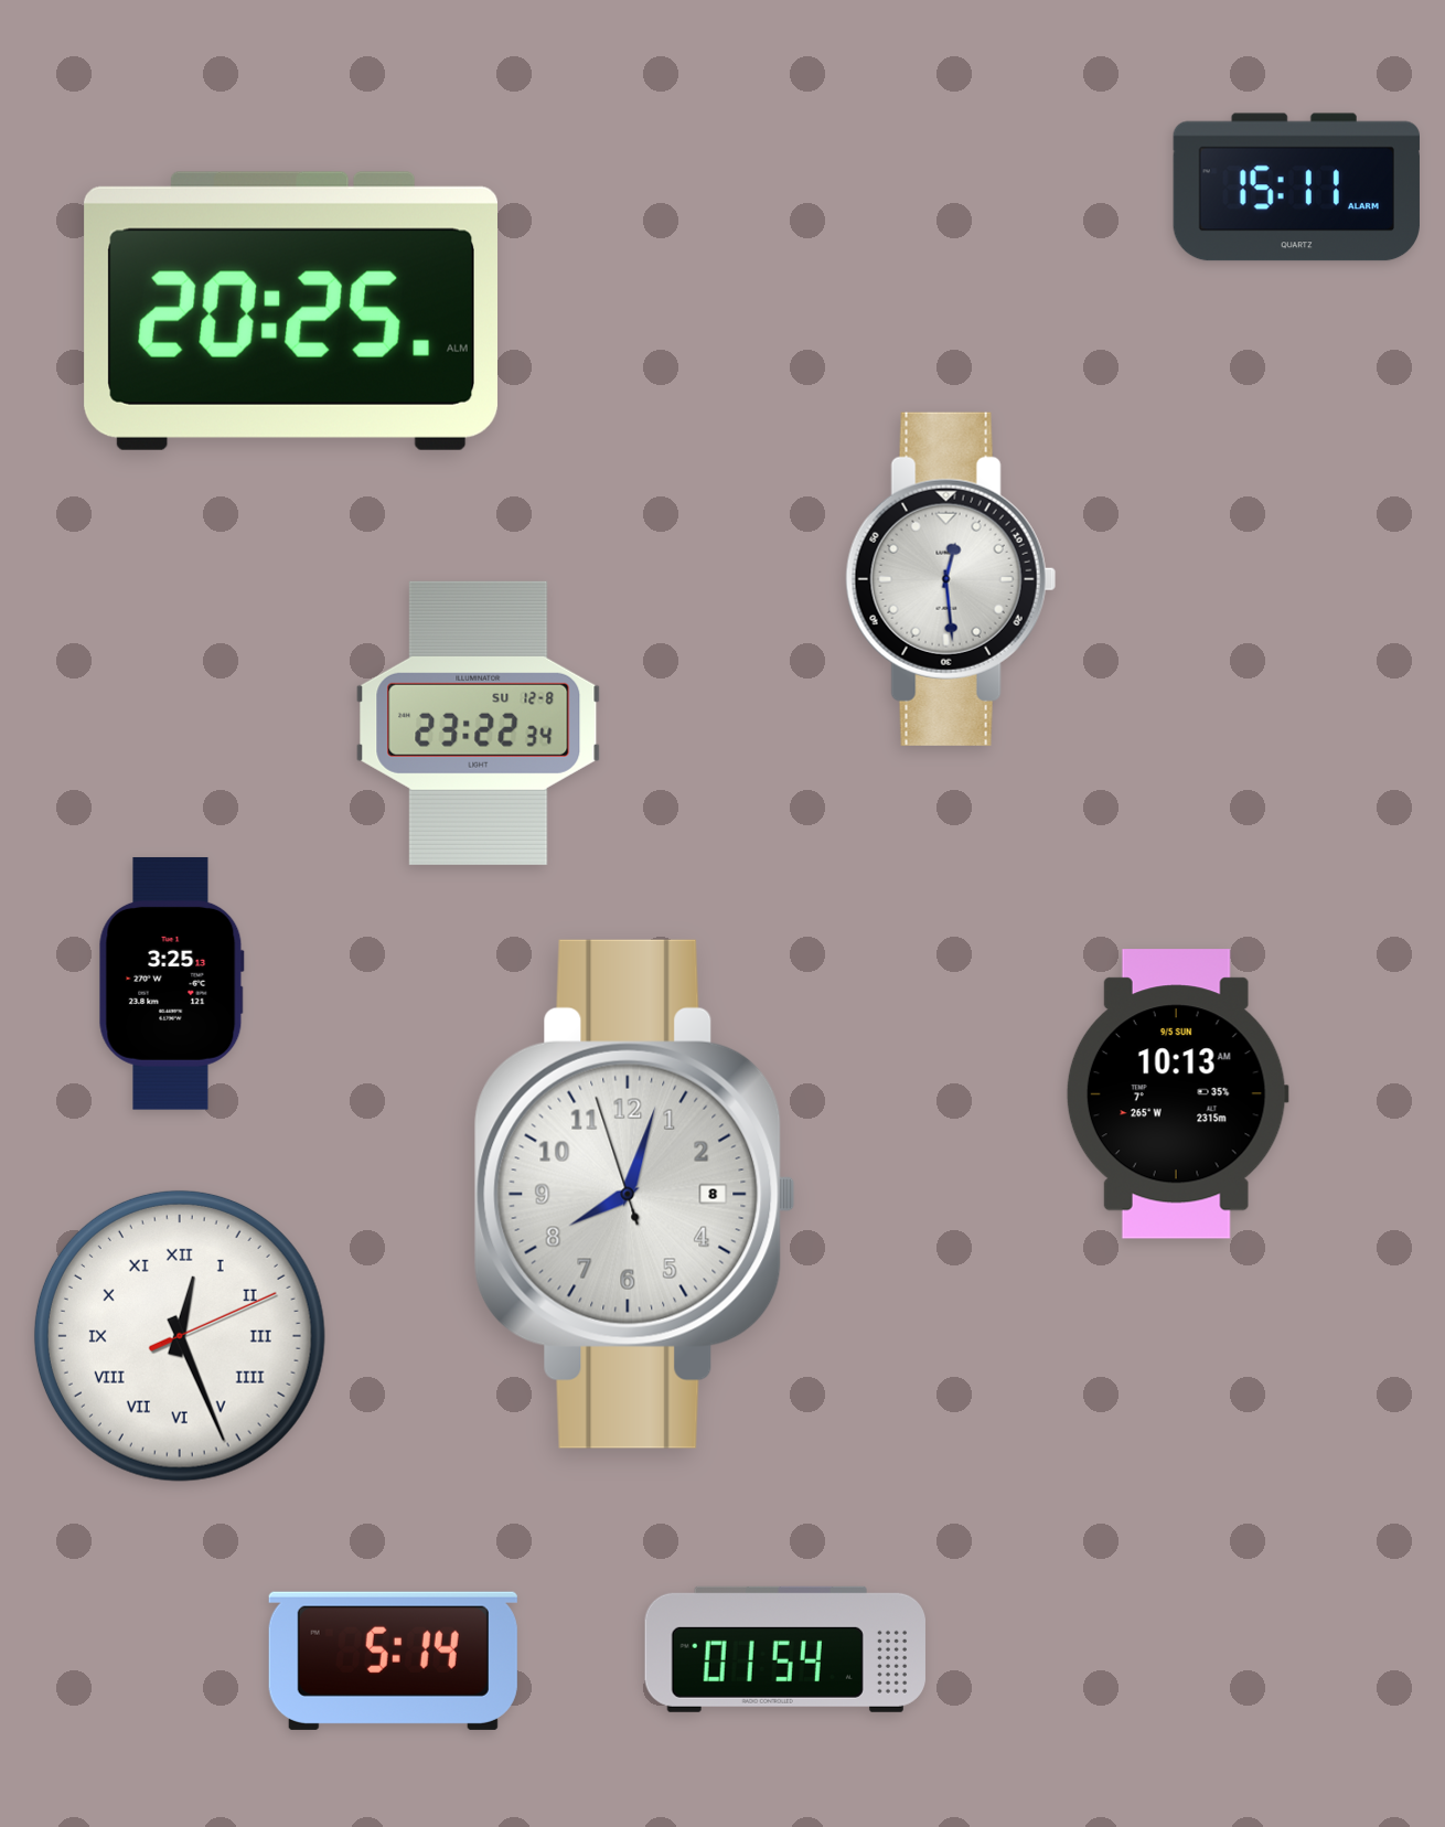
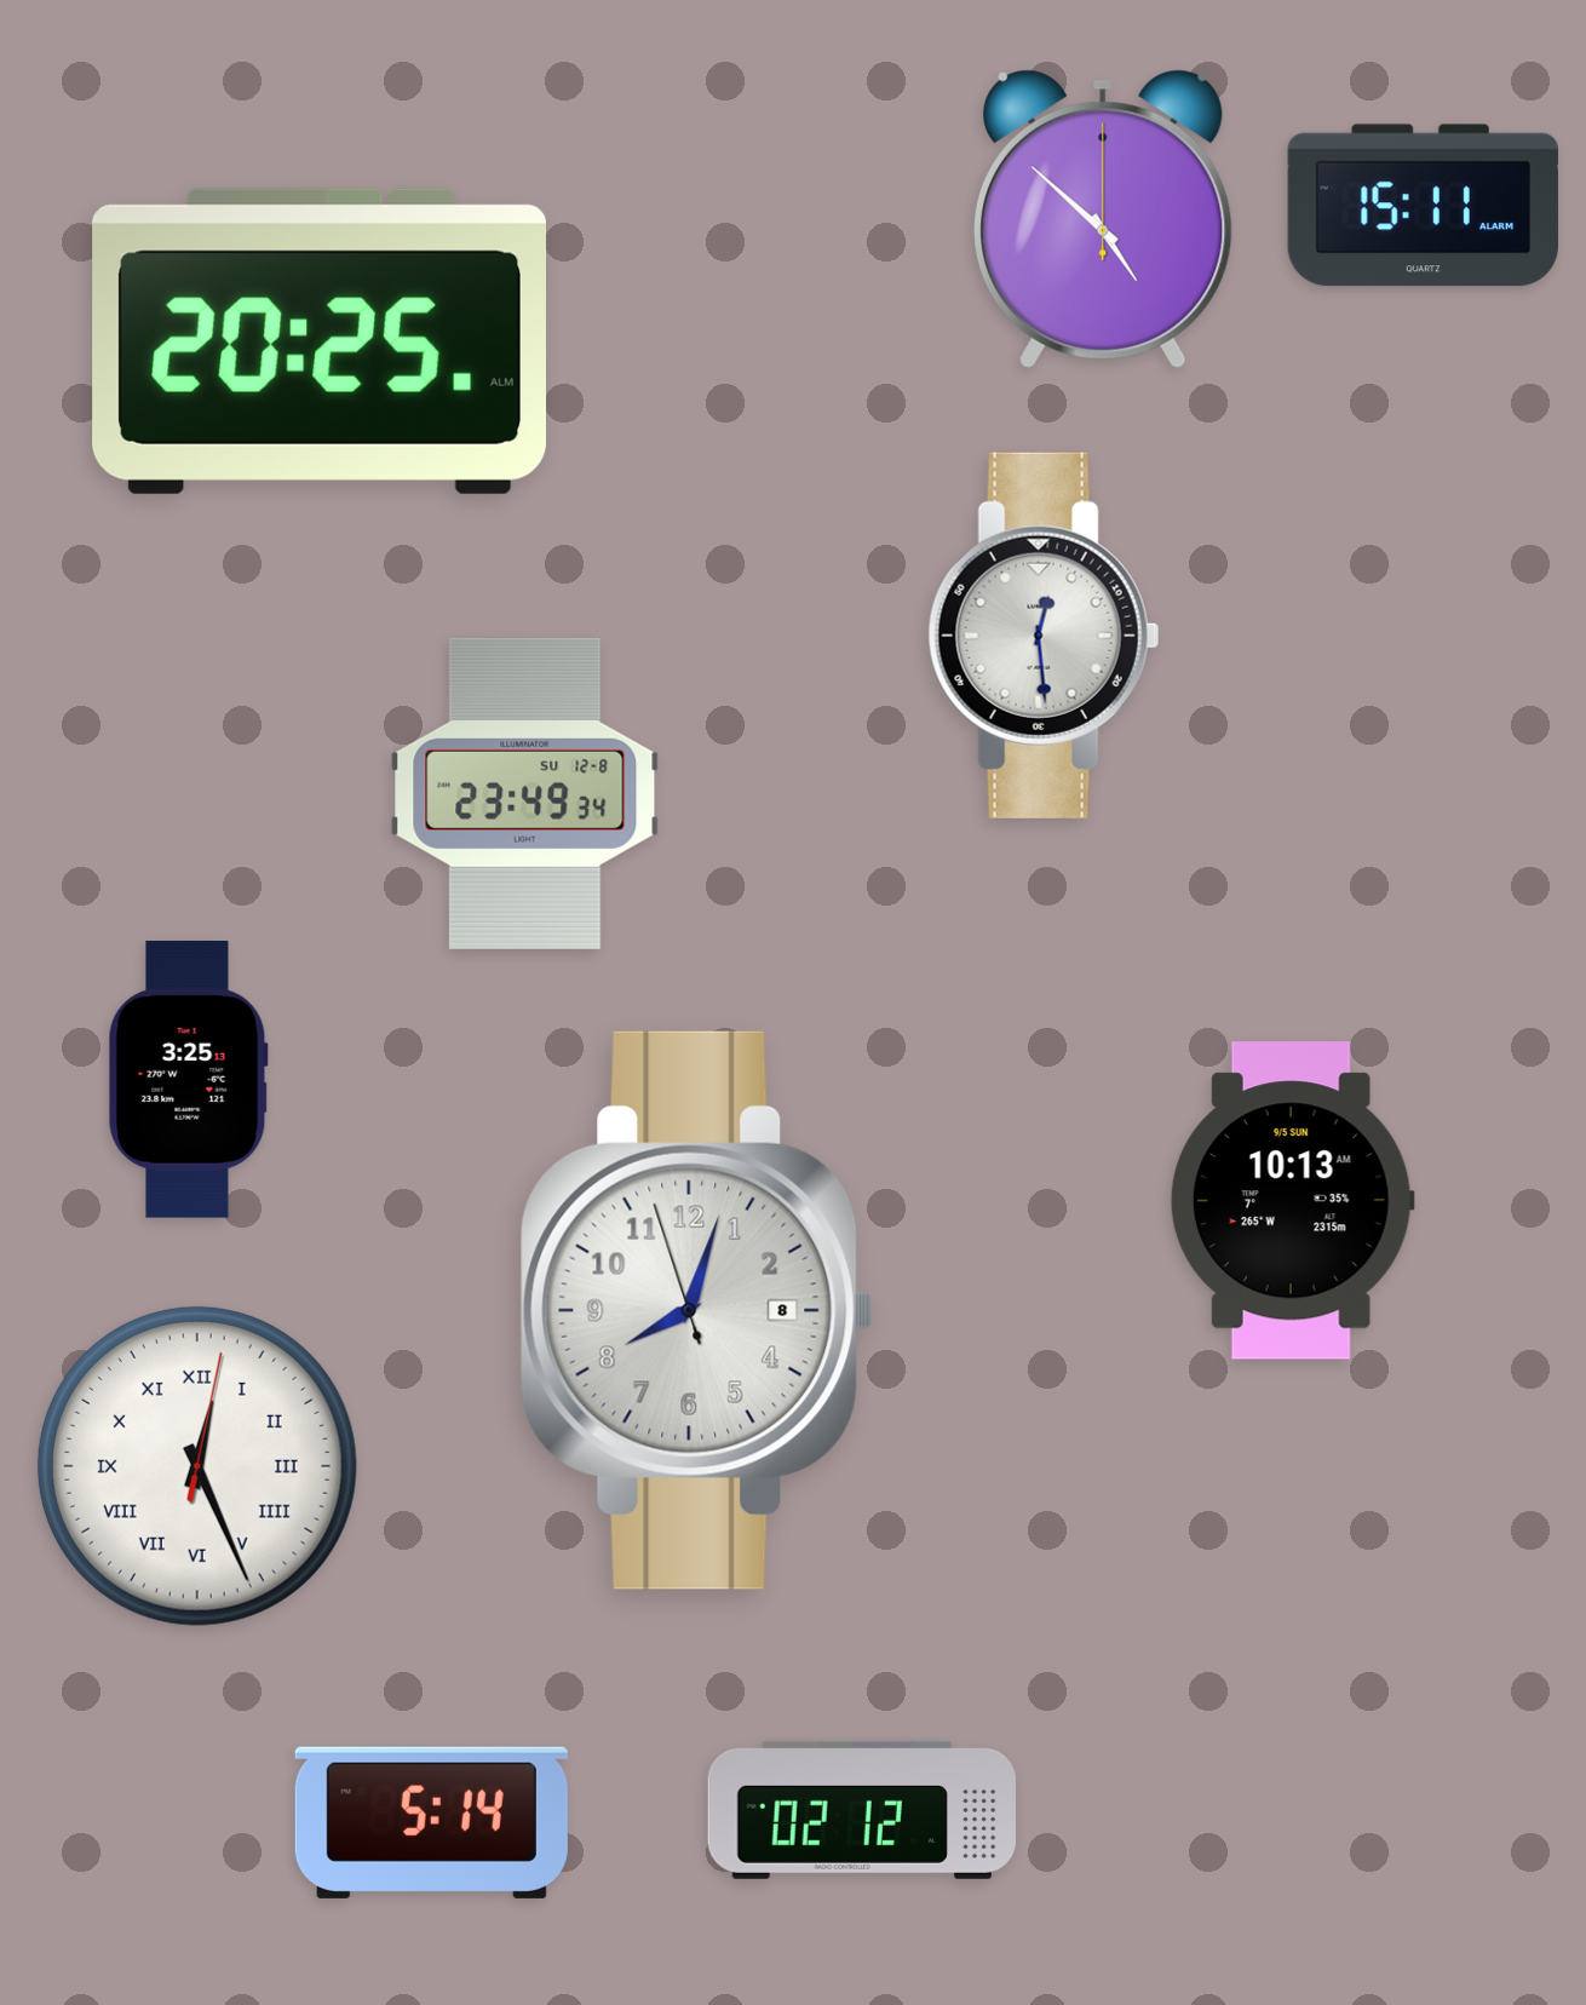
clock at (1103, 219): none -> 4:52
clock at (479, 723): 23:22 -> 23:49
clock at (180, 1336): 12:26:11 -> 12:26:02
clock at (785, 1649): 01:54 -> 02:12
